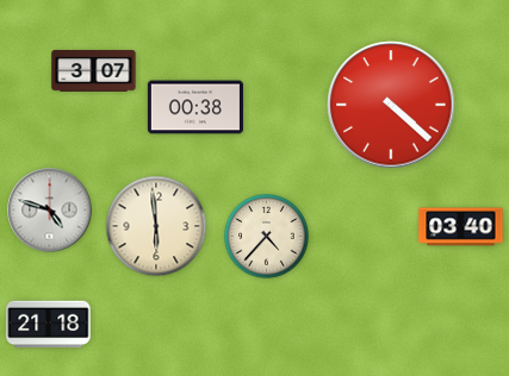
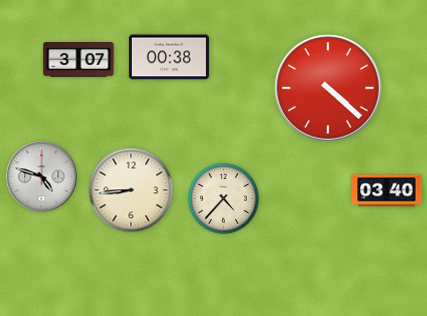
clock at (195, 107) position: (195, 107) -> (169, 57)
clock at (156, 226): 5:59 -> 8:44
clock at (49, 325): 21:18 -> none
